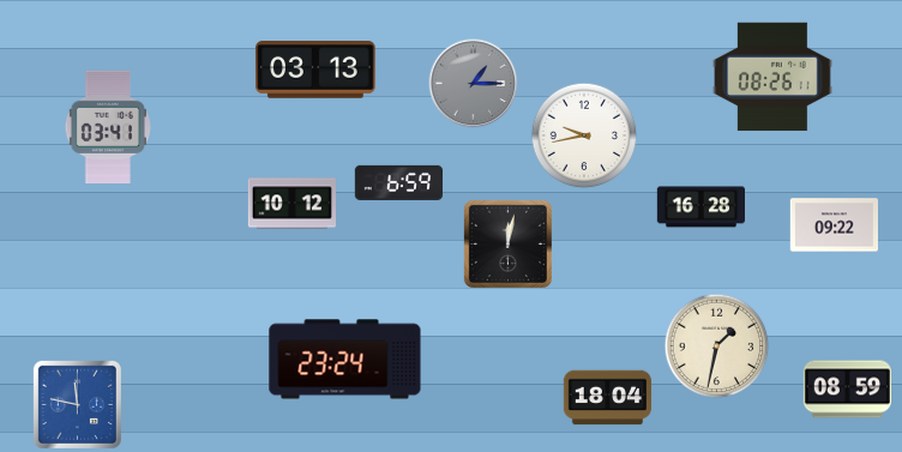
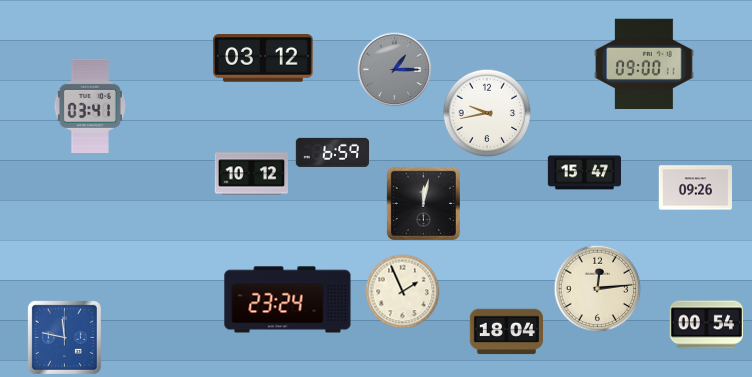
clock at (315, 71): 03:13 -> 03:12
clock at (772, 77): 08:26 -> 09:00
clock at (291, 204) position: (291, 204) -> (251, 174)
clock at (700, 207): 16:28 -> 15:47
clock at (834, 225): 09:22 -> 09:26
clock at (717, 346): 1:32 -> 12:14
clock at (403, 292): none -> 1:56
clock at (847, 390): 08:59 -> 00:54
